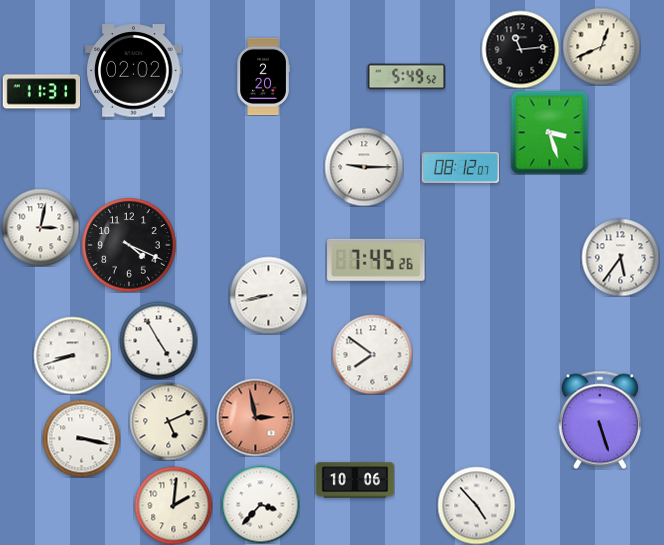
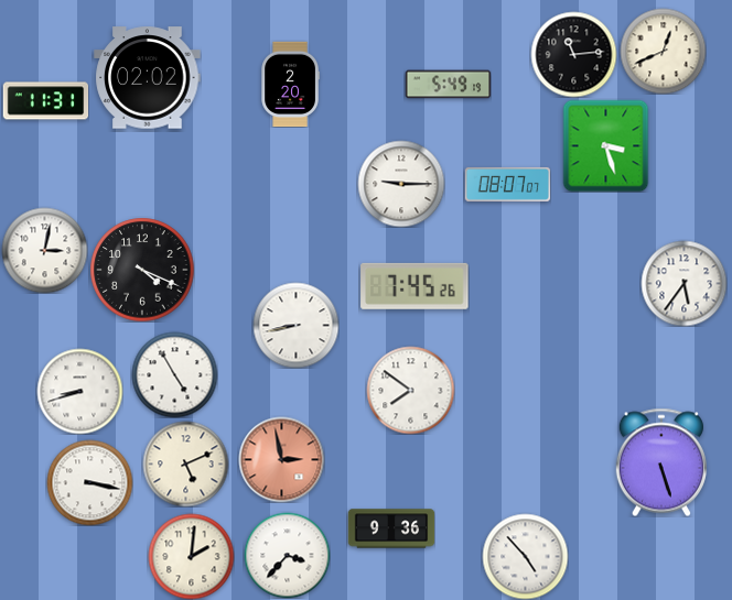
clock at (406, 77): 5:49:52 -> 5:49:19
clock at (460, 167): 08:12 -> 08:07
clock at (355, 480): 10:06 -> 9:36
